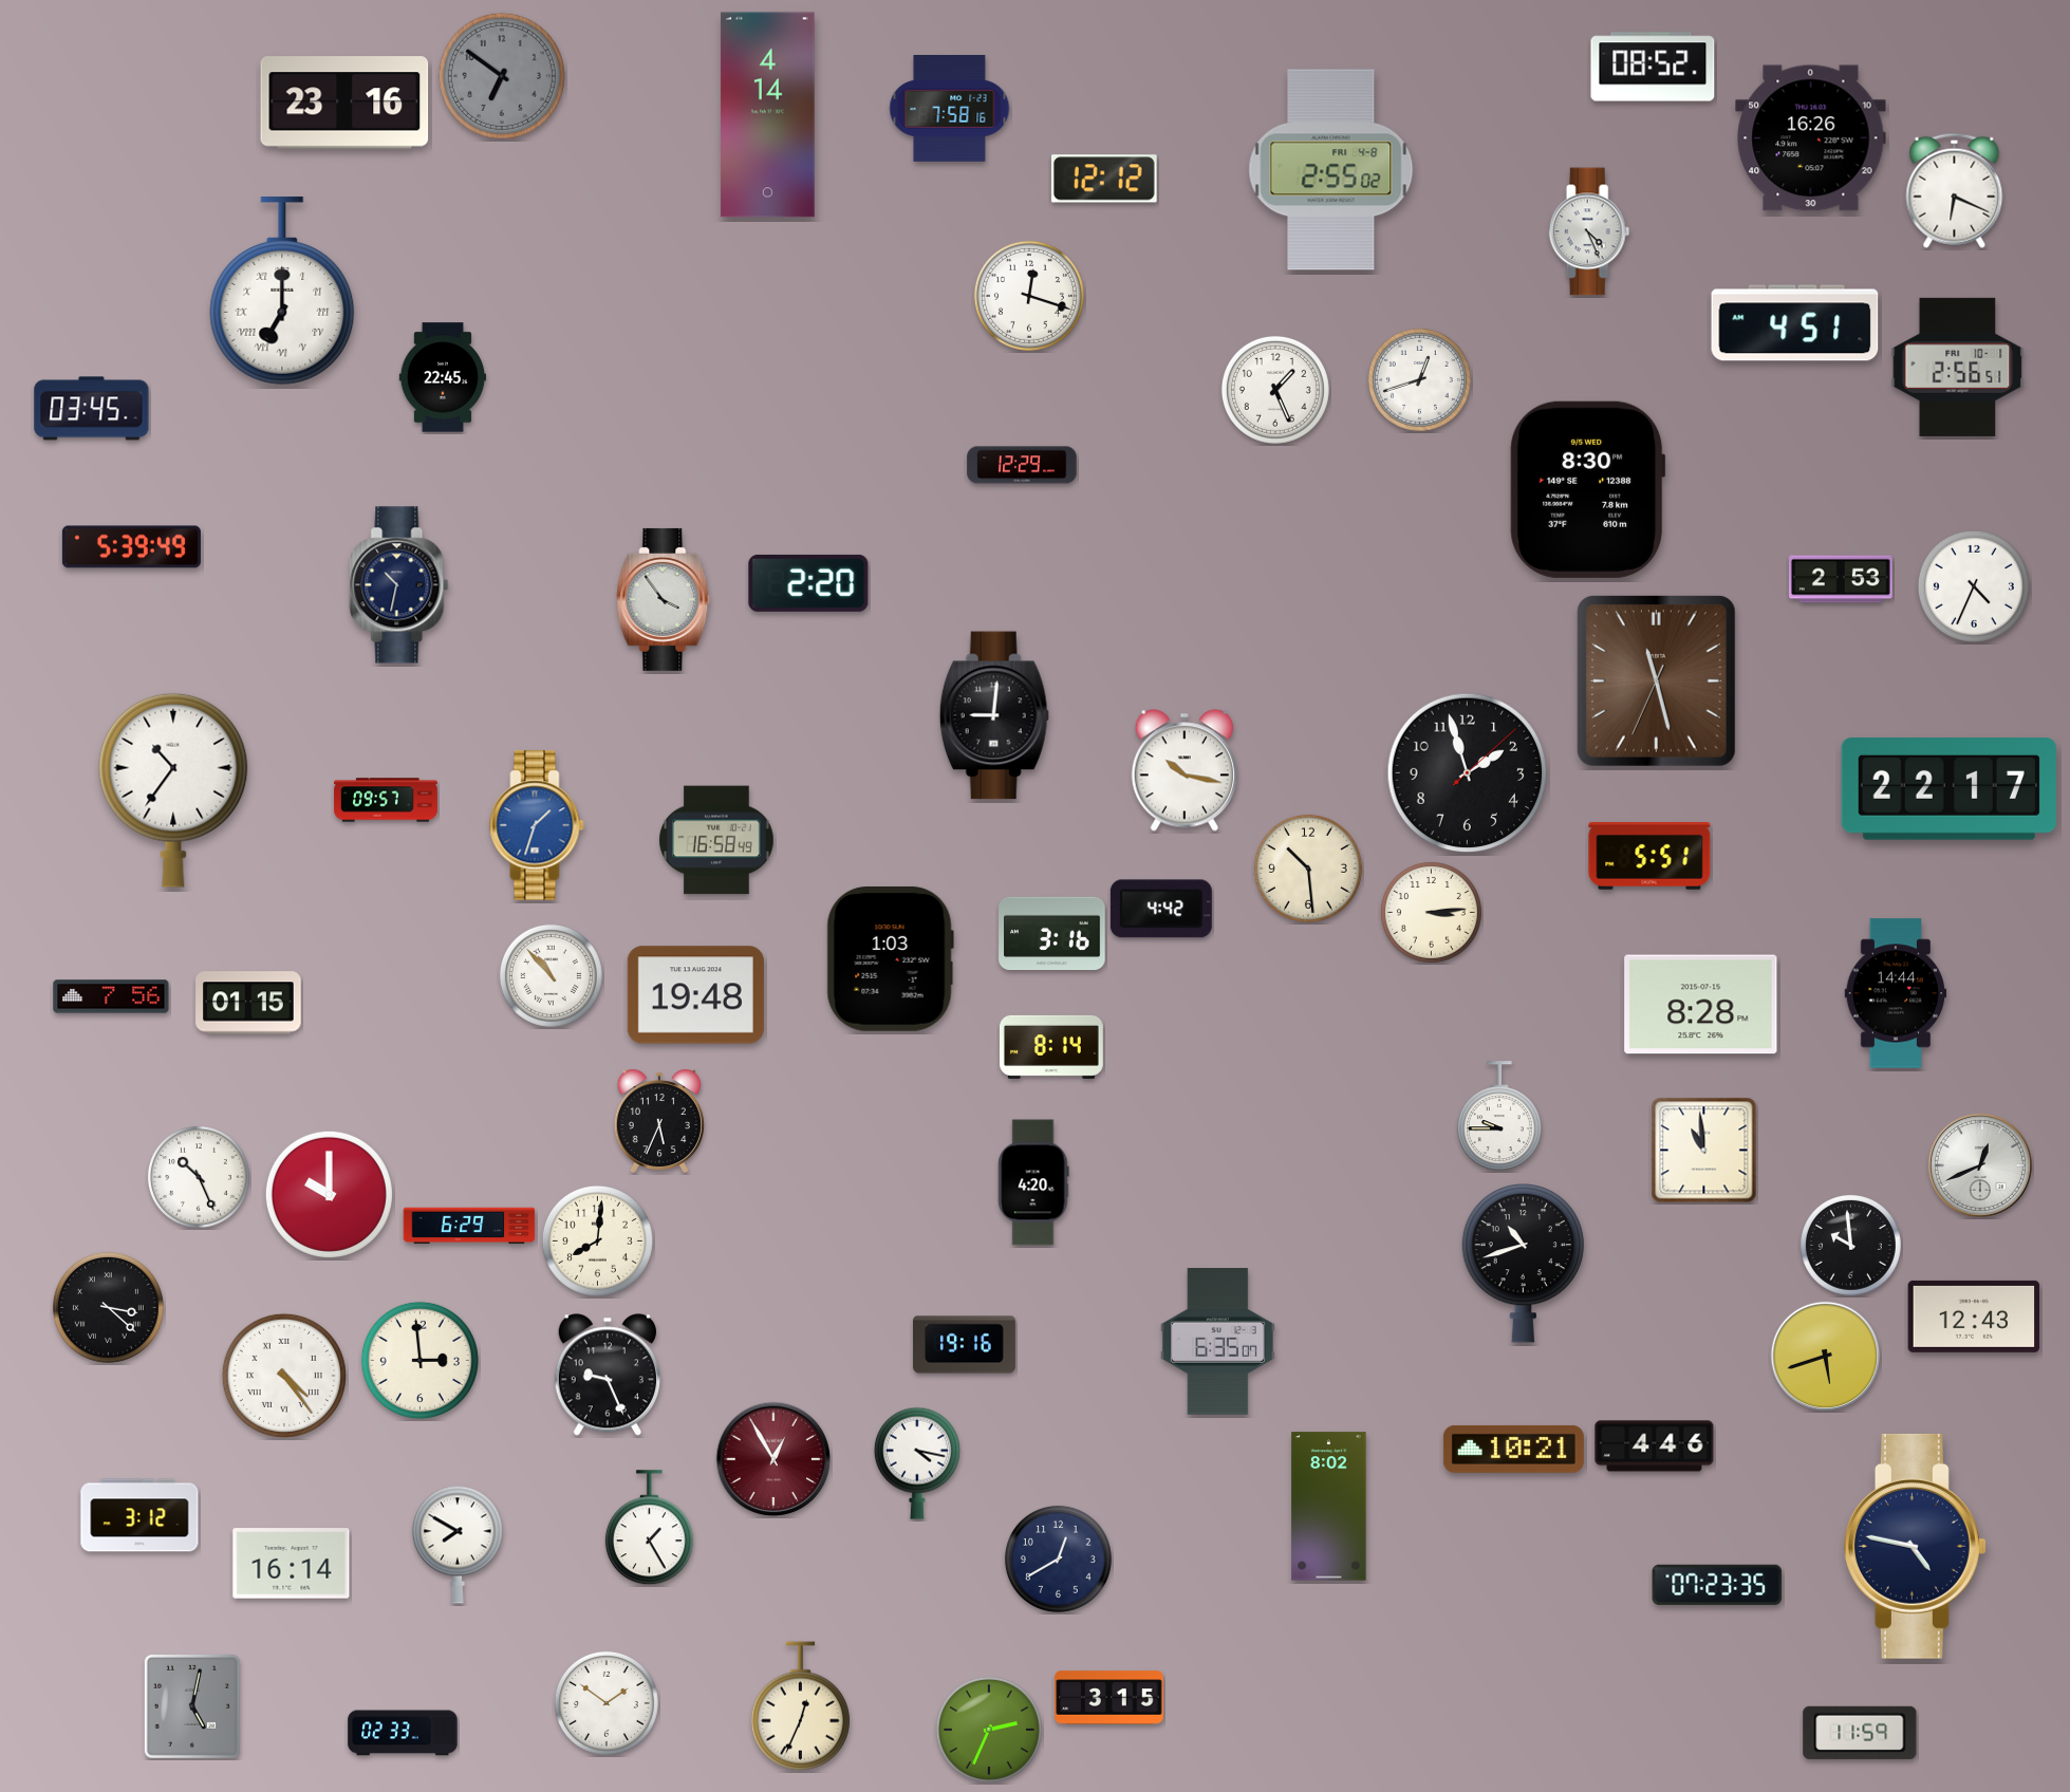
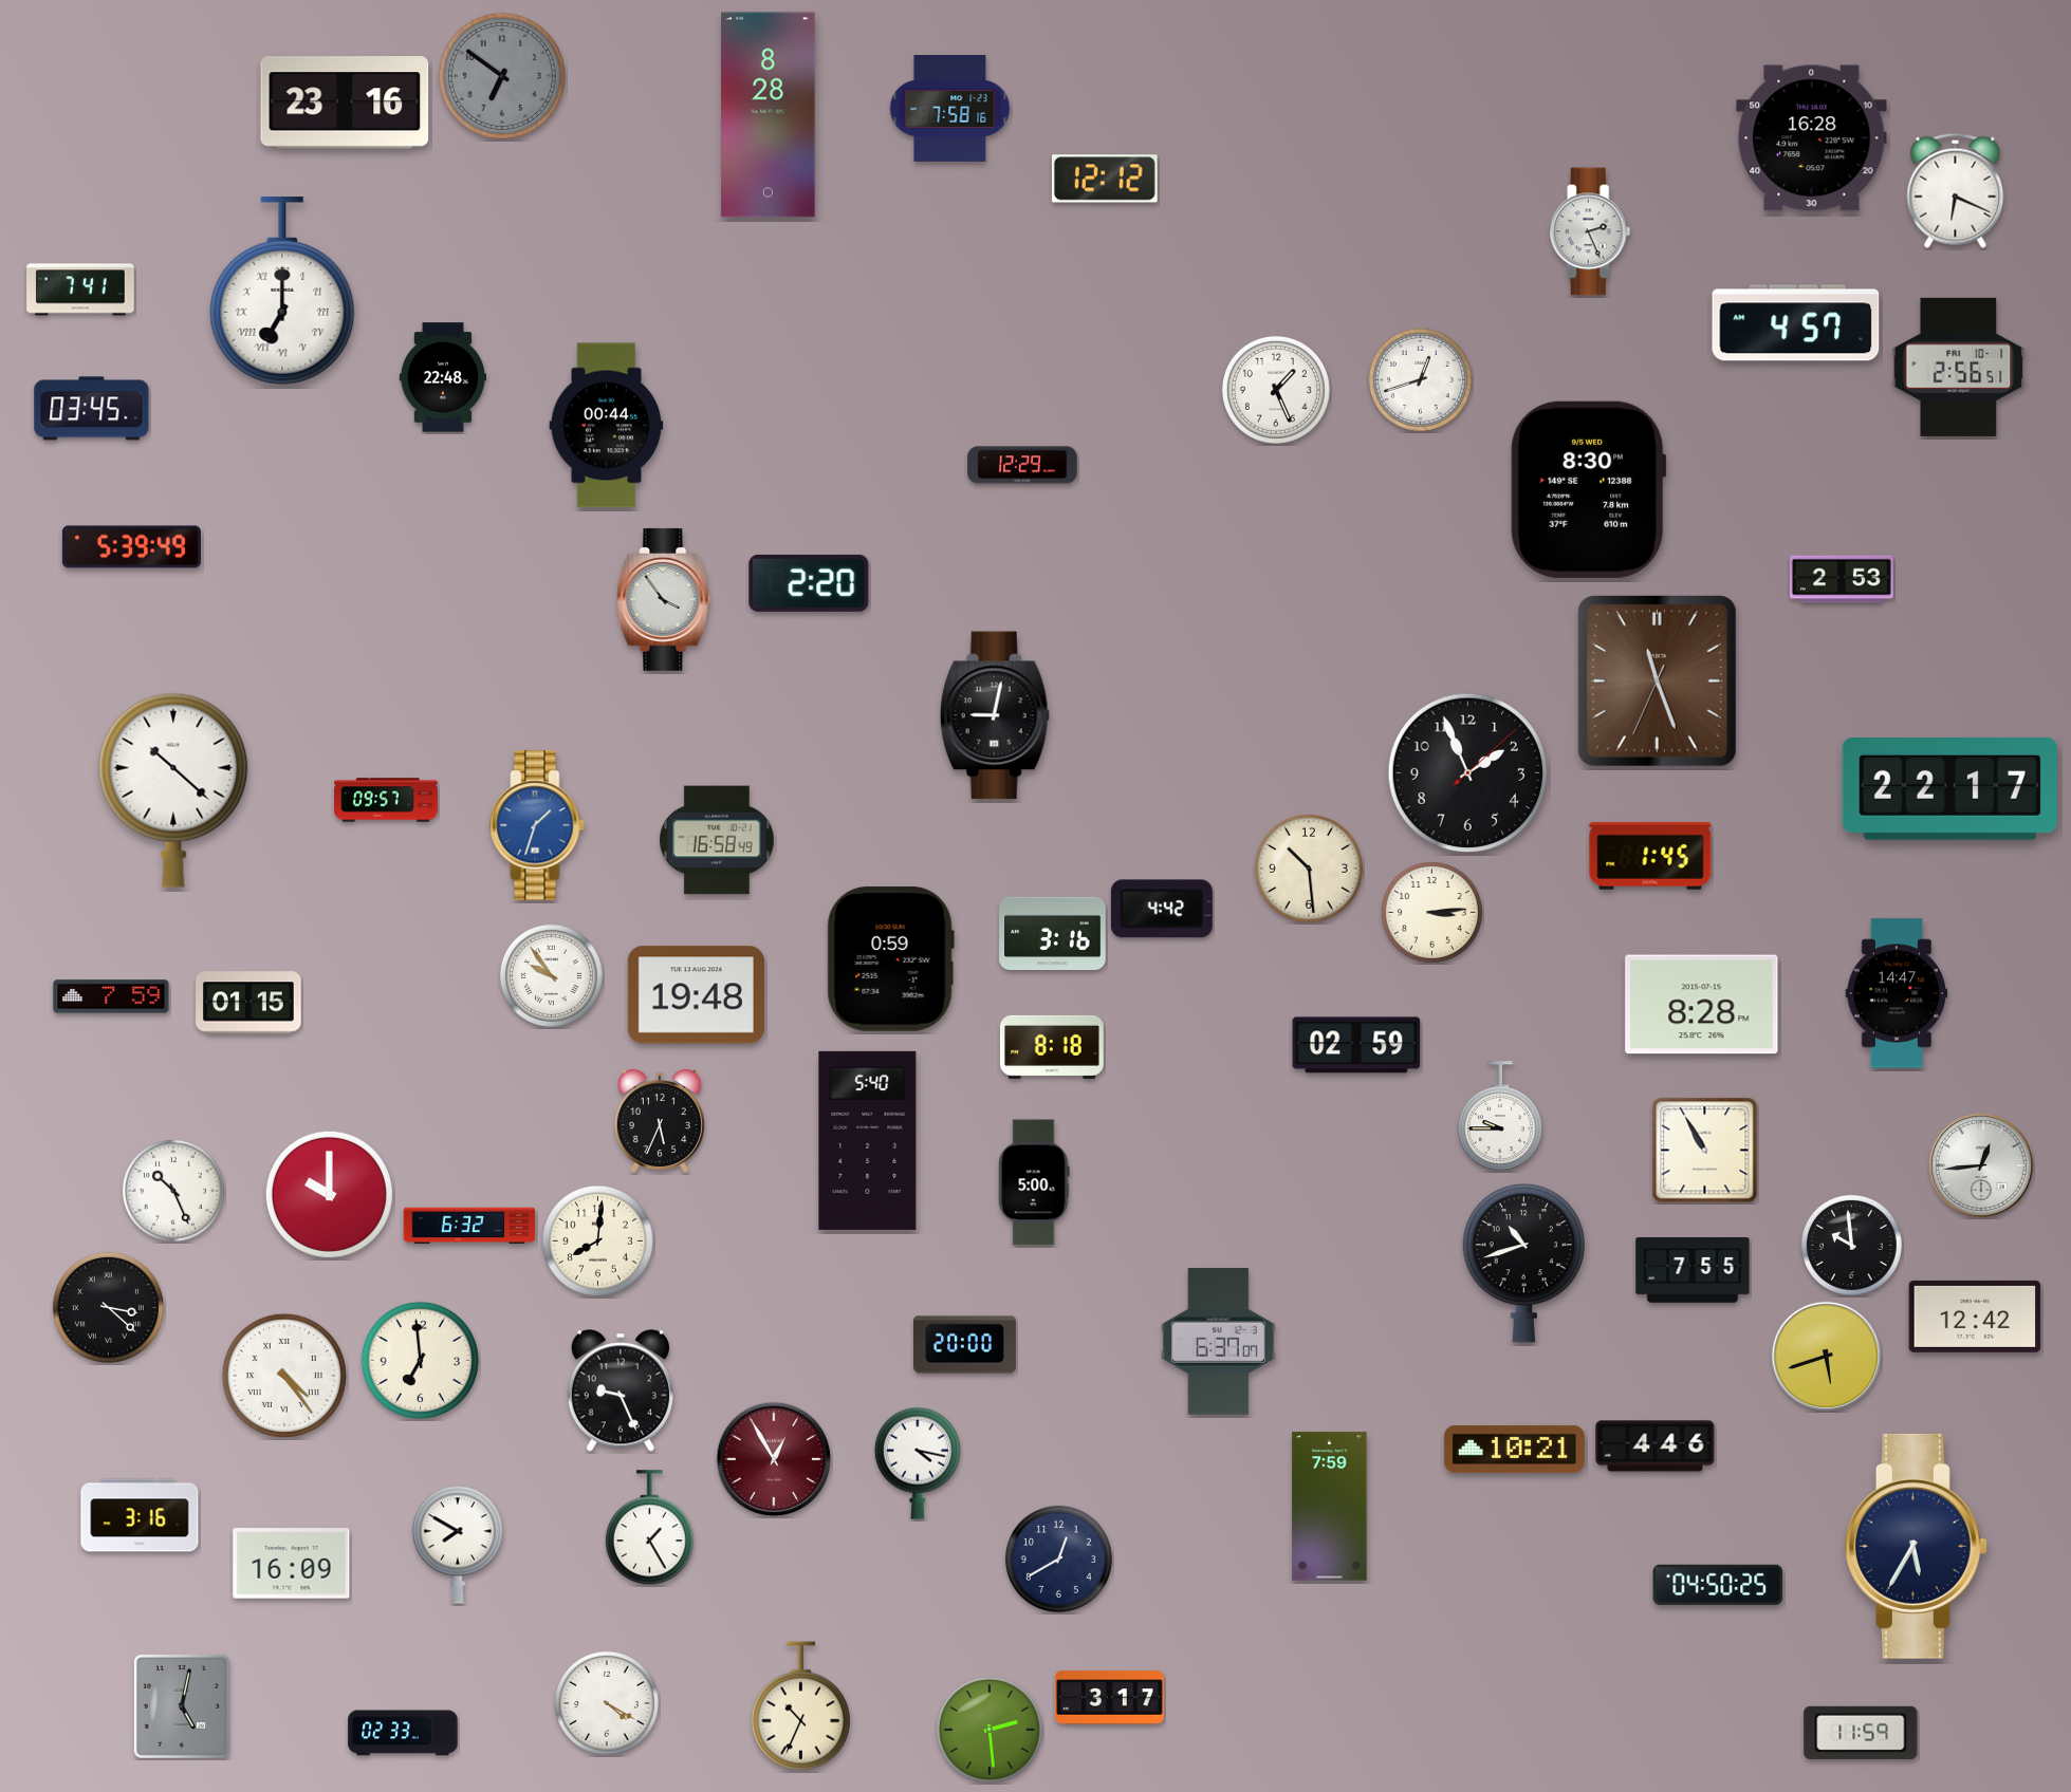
clock at (1653, 67): 08:52 -> none
clock at (768, 115): 4:14 -> 8:28
clock at (1811, 138): 16:26 -> 16:28
clock at (1331, 170): 2:55 -> none
clock at (1589, 231): 4:26 -> 2:26
clock at (80, 290): none -> 7:41
clock at (1029, 296): 12:18 -> none
clock at (1795, 323): 4:51 -> 4:57
clock at (443, 377): 22:45 -> 22:48
clock at (607, 426): none -> 00:44
clock at (399, 585): 10:32 -> none
clock at (1974, 586): 4:34 -> none
clock at (1656, 680): 11:27 -> 11:26
clock at (994, 715): 9:01 -> 9:02
clock at (1183, 770): 10:17 -> none
clock at (1468, 773): 1:57 -> 1:56
clock at (173, 790): 10:36 -> 10:22
clock at (1649, 857): 5:51 -> 1:45
clock at (890, 958): 1:03 -> 0:59
clock at (551, 975): 10:53 -> 9:54
clock at (1896, 993): 14:44 -> 14:47
clock at (111, 996): 7:56 -> 7:59
clock at (1356, 1045): none -> 02:59
clock at (1051, 1047): 8:14 -> 8:18
clock at (868, 1140): none -> 5:40
clock at (1704, 1151): 10:59 -> 10:55
clock at (1980, 1165): 12:41 -> 12:44
clock at (199, 1177) position: (199, 1177) -> (173, 1191)
clock at (1033, 1182): 4:20 -> 5:00
clock at (469, 1226): 6:29 -> 6:32
clock at (1693, 1270): none -> 7:55
clock at (1974, 1317): 12:43 -> 12:42
clock at (1217, 1342): 6:35 -> 6:37
clock at (964, 1345): 19:16 -> 20:00
clock at (419, 1360): 2:59 -> 6:59
clock at (607, 1375) position: (607, 1375) -> (620, 1390)
clock at (1329, 1507): 8:02 -> 7:59
clock at (139, 1515): 3:12 -> 3:16
clock at (1915, 1546): 4:47 -> 5:35
clock at (292, 1564): 16:14 -> 16:09
clock at (1717, 1585): 07:23 -> 04:50
clock at (1109, 1698): 3:15 -> 3:17
clock at (607, 1703): 1:51 -> 4:20
clock at (192, 1706) position: (192, 1706) -> (182, 1706)
clock at (800, 1706): 12:34 -> 10:34
clock at (989, 1730): 2:34 -> 2:29
